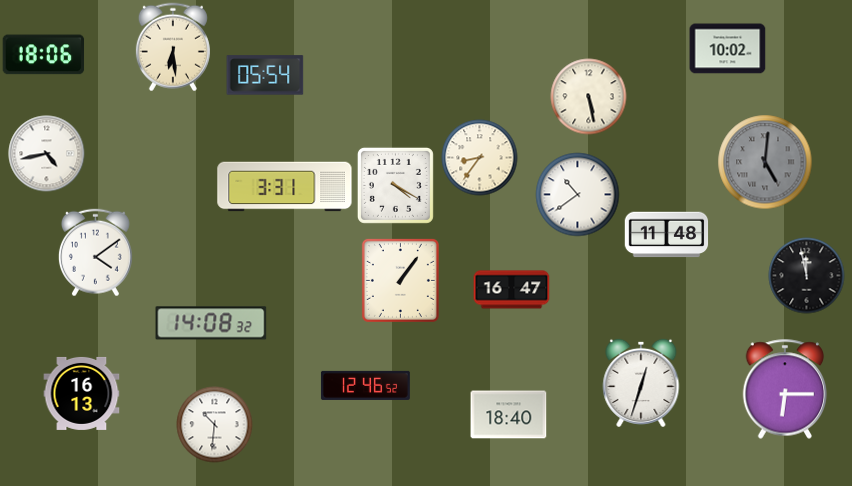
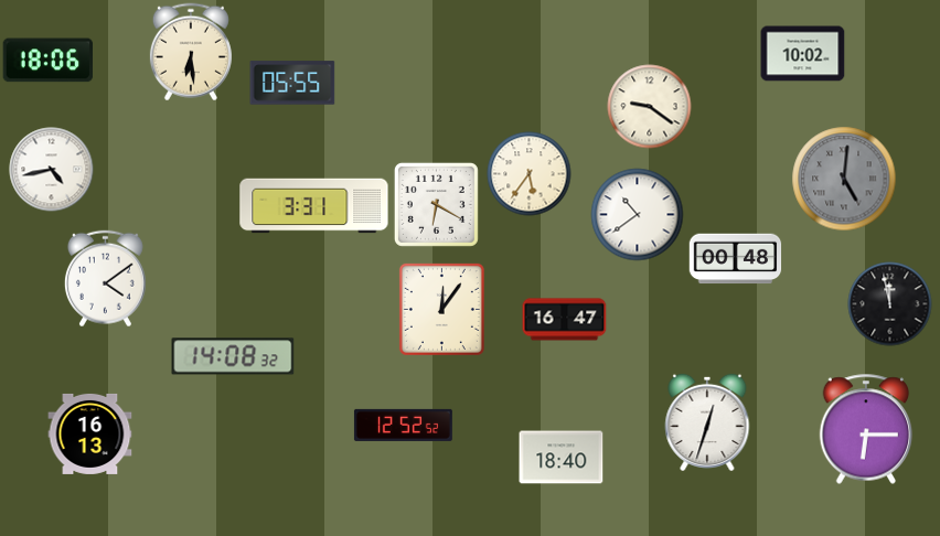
clock at (265, 75): 05:54 -> 05:55
clock at (589, 97): 5:28 -> 9:21
clock at (480, 158): 8:36 -> 5:36
clock at (395, 185): 4:20 -> 6:20
clock at (667, 235): 11:48 -> 00:48
clock at (400, 280): 1:06 -> 12:06
clock at (365, 385): 12:46 -> 12:52
clock at (215, 425): 10:31 -> none
